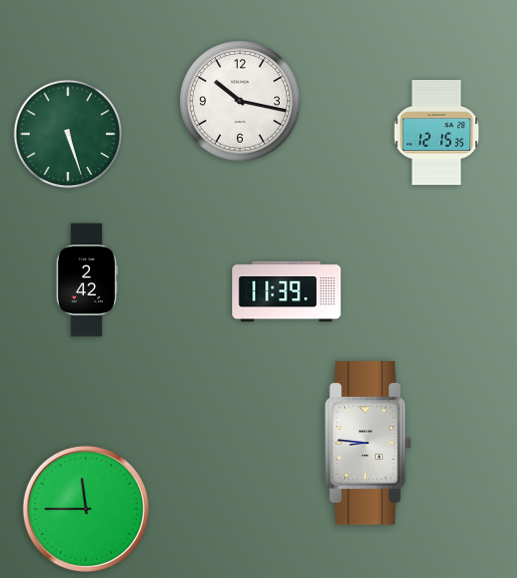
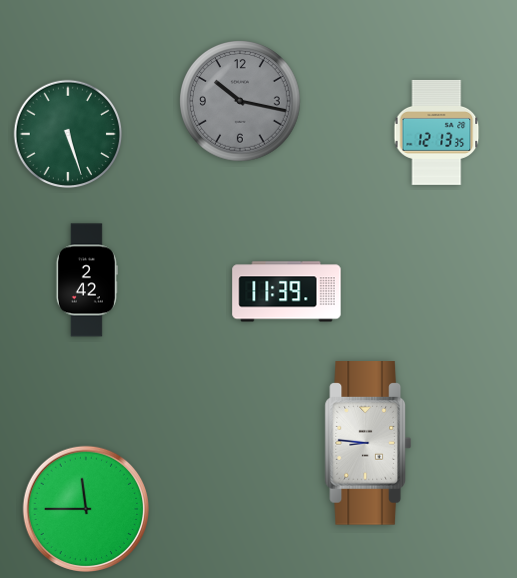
clock at (241, 102) dial: white -> grey
clock at (437, 132): 12:15 -> 12:13
